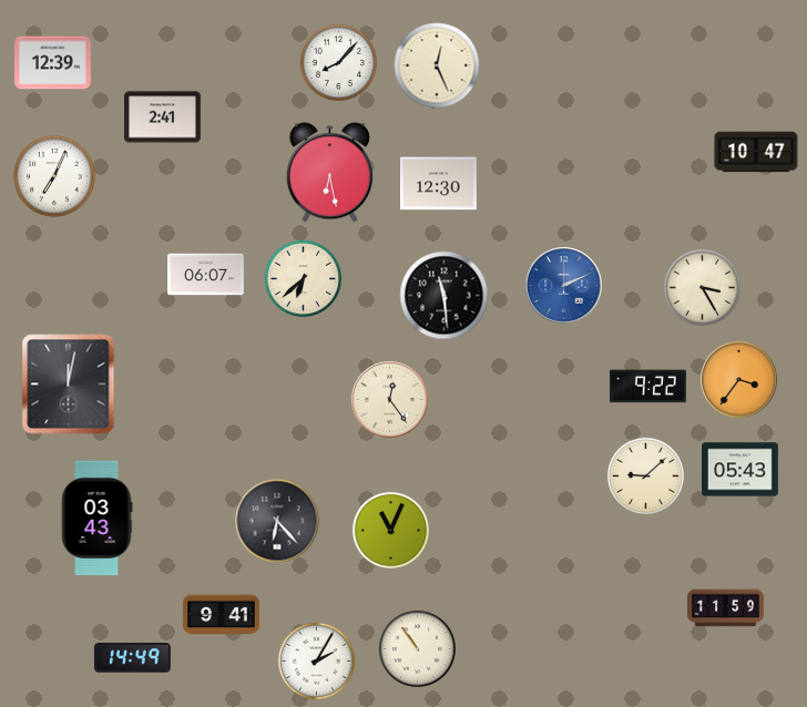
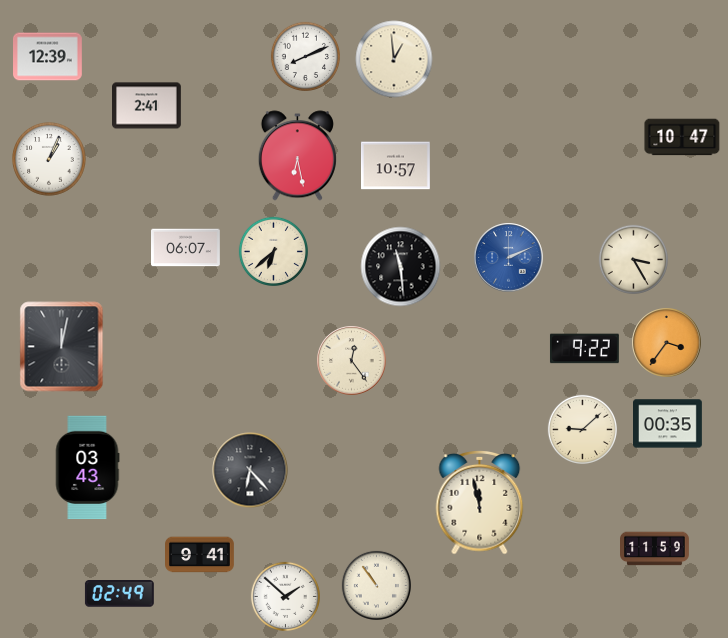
clock at (338, 62): 8:07 -> 8:11
clock at (437, 65): 12:26 -> 12:59
clock at (54, 176): 7:04 -> 1:04
clock at (439, 184): 12:30 -> 10:57
clock at (740, 470): 05:43 -> 00:35
clock at (390, 530): 11:04 -> none
clock at (480, 502): none -> 11:58
clock at (132, 658): 14:49 -> 02:49
clock at (316, 660): 2:05 -> 1:52
